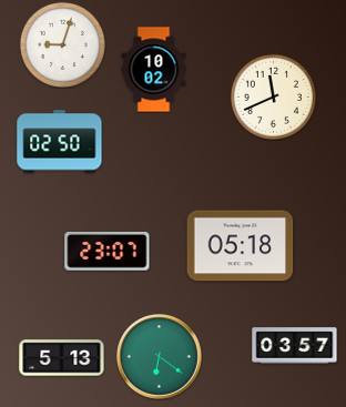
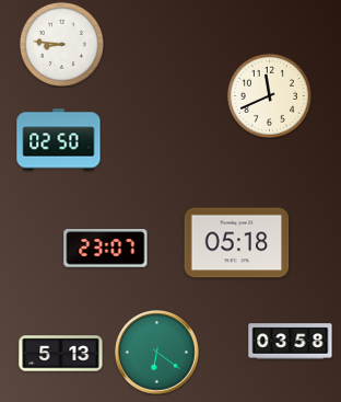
clock at (62, 44): 9:03 -> 8:46
clock at (154, 70): 10:02 -> none
clock at (295, 346): 03:57 -> 03:58
